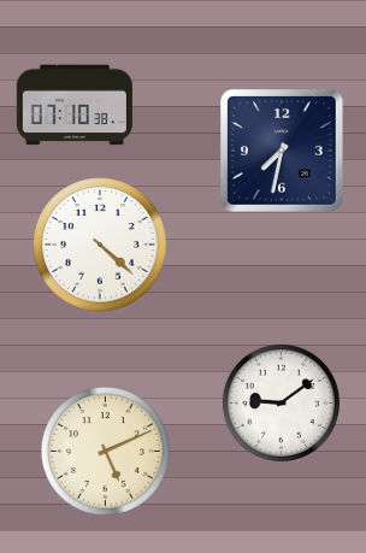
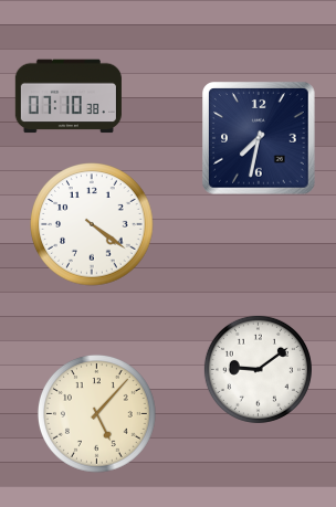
clock at (100, 245): 4:22 -> 4:21
clock at (106, 452): 5:11 -> 5:07
